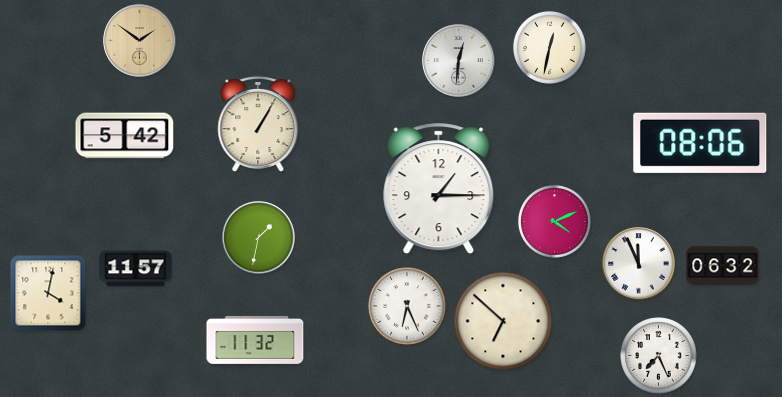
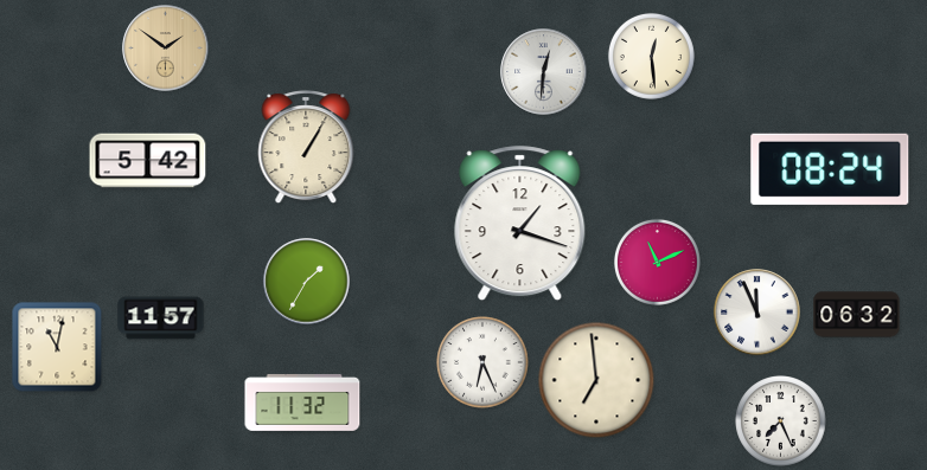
clock at (549, 47): 12:32 -> 12:29
clock at (700, 143): 08:06 -> 08:24
clock at (439, 189): 1:15 -> 1:18
clock at (554, 221): 4:11 -> 11:11
clock at (259, 238): 1:32 -> 1:35
clock at (48, 293): 4:02 -> 11:02
clock at (503, 321): 6:52 -> 6:59
